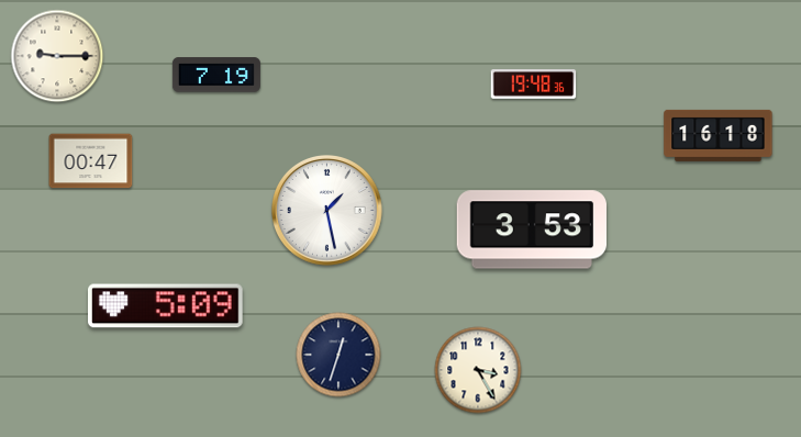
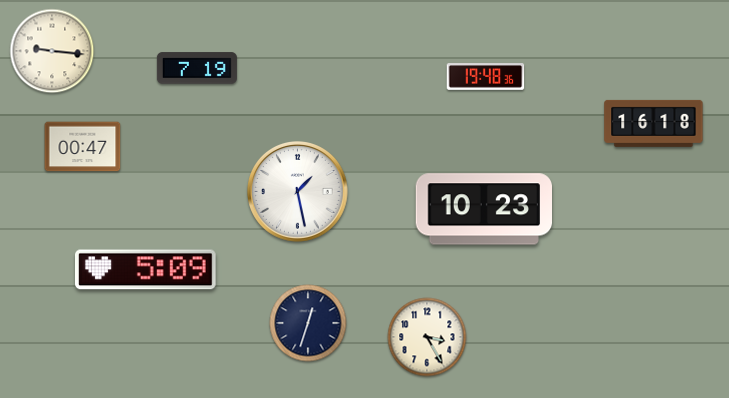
clock at (57, 56): 9:15 -> 9:16
clock at (532, 229): 3:53 -> 10:23
clock at (166, 306) position: (166, 306) -> (146, 270)
clock at (478, 370) position: (478, 370) -> (427, 337)
